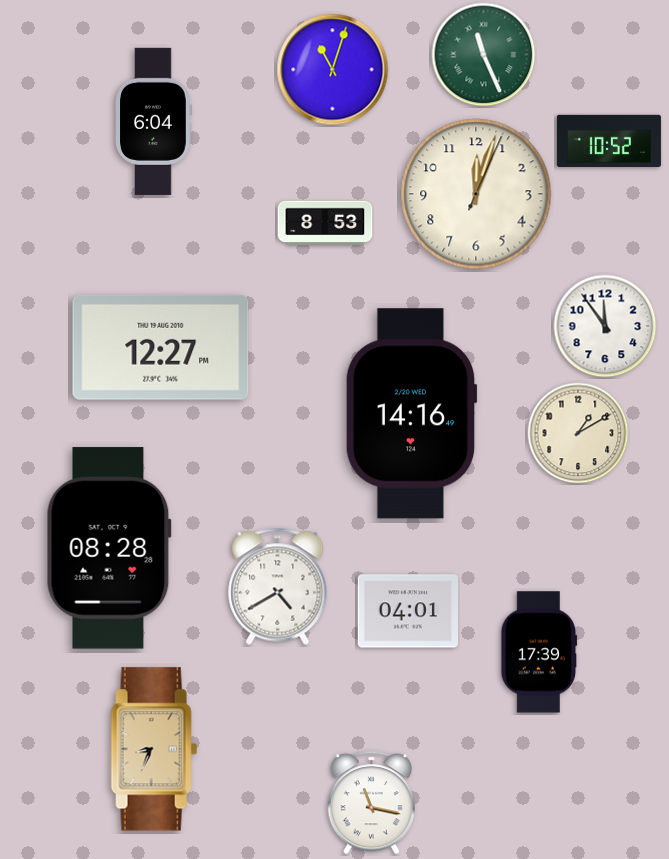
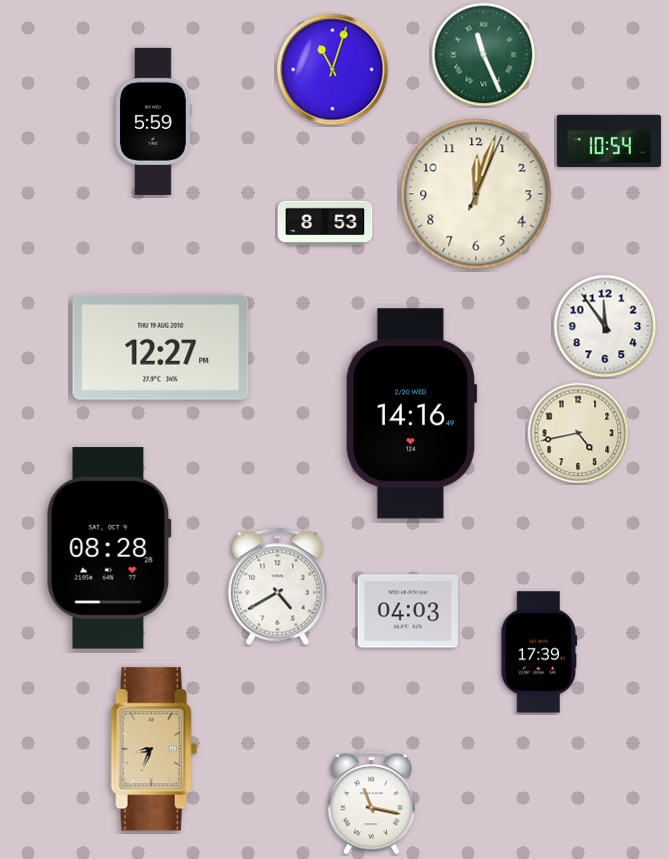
clock at (154, 121): 6:04 -> 5:59
clock at (609, 141): 10:52 -> 10:54
clock at (578, 433): 1:10 -> 4:43
clock at (408, 611): 04:01 -> 04:03
